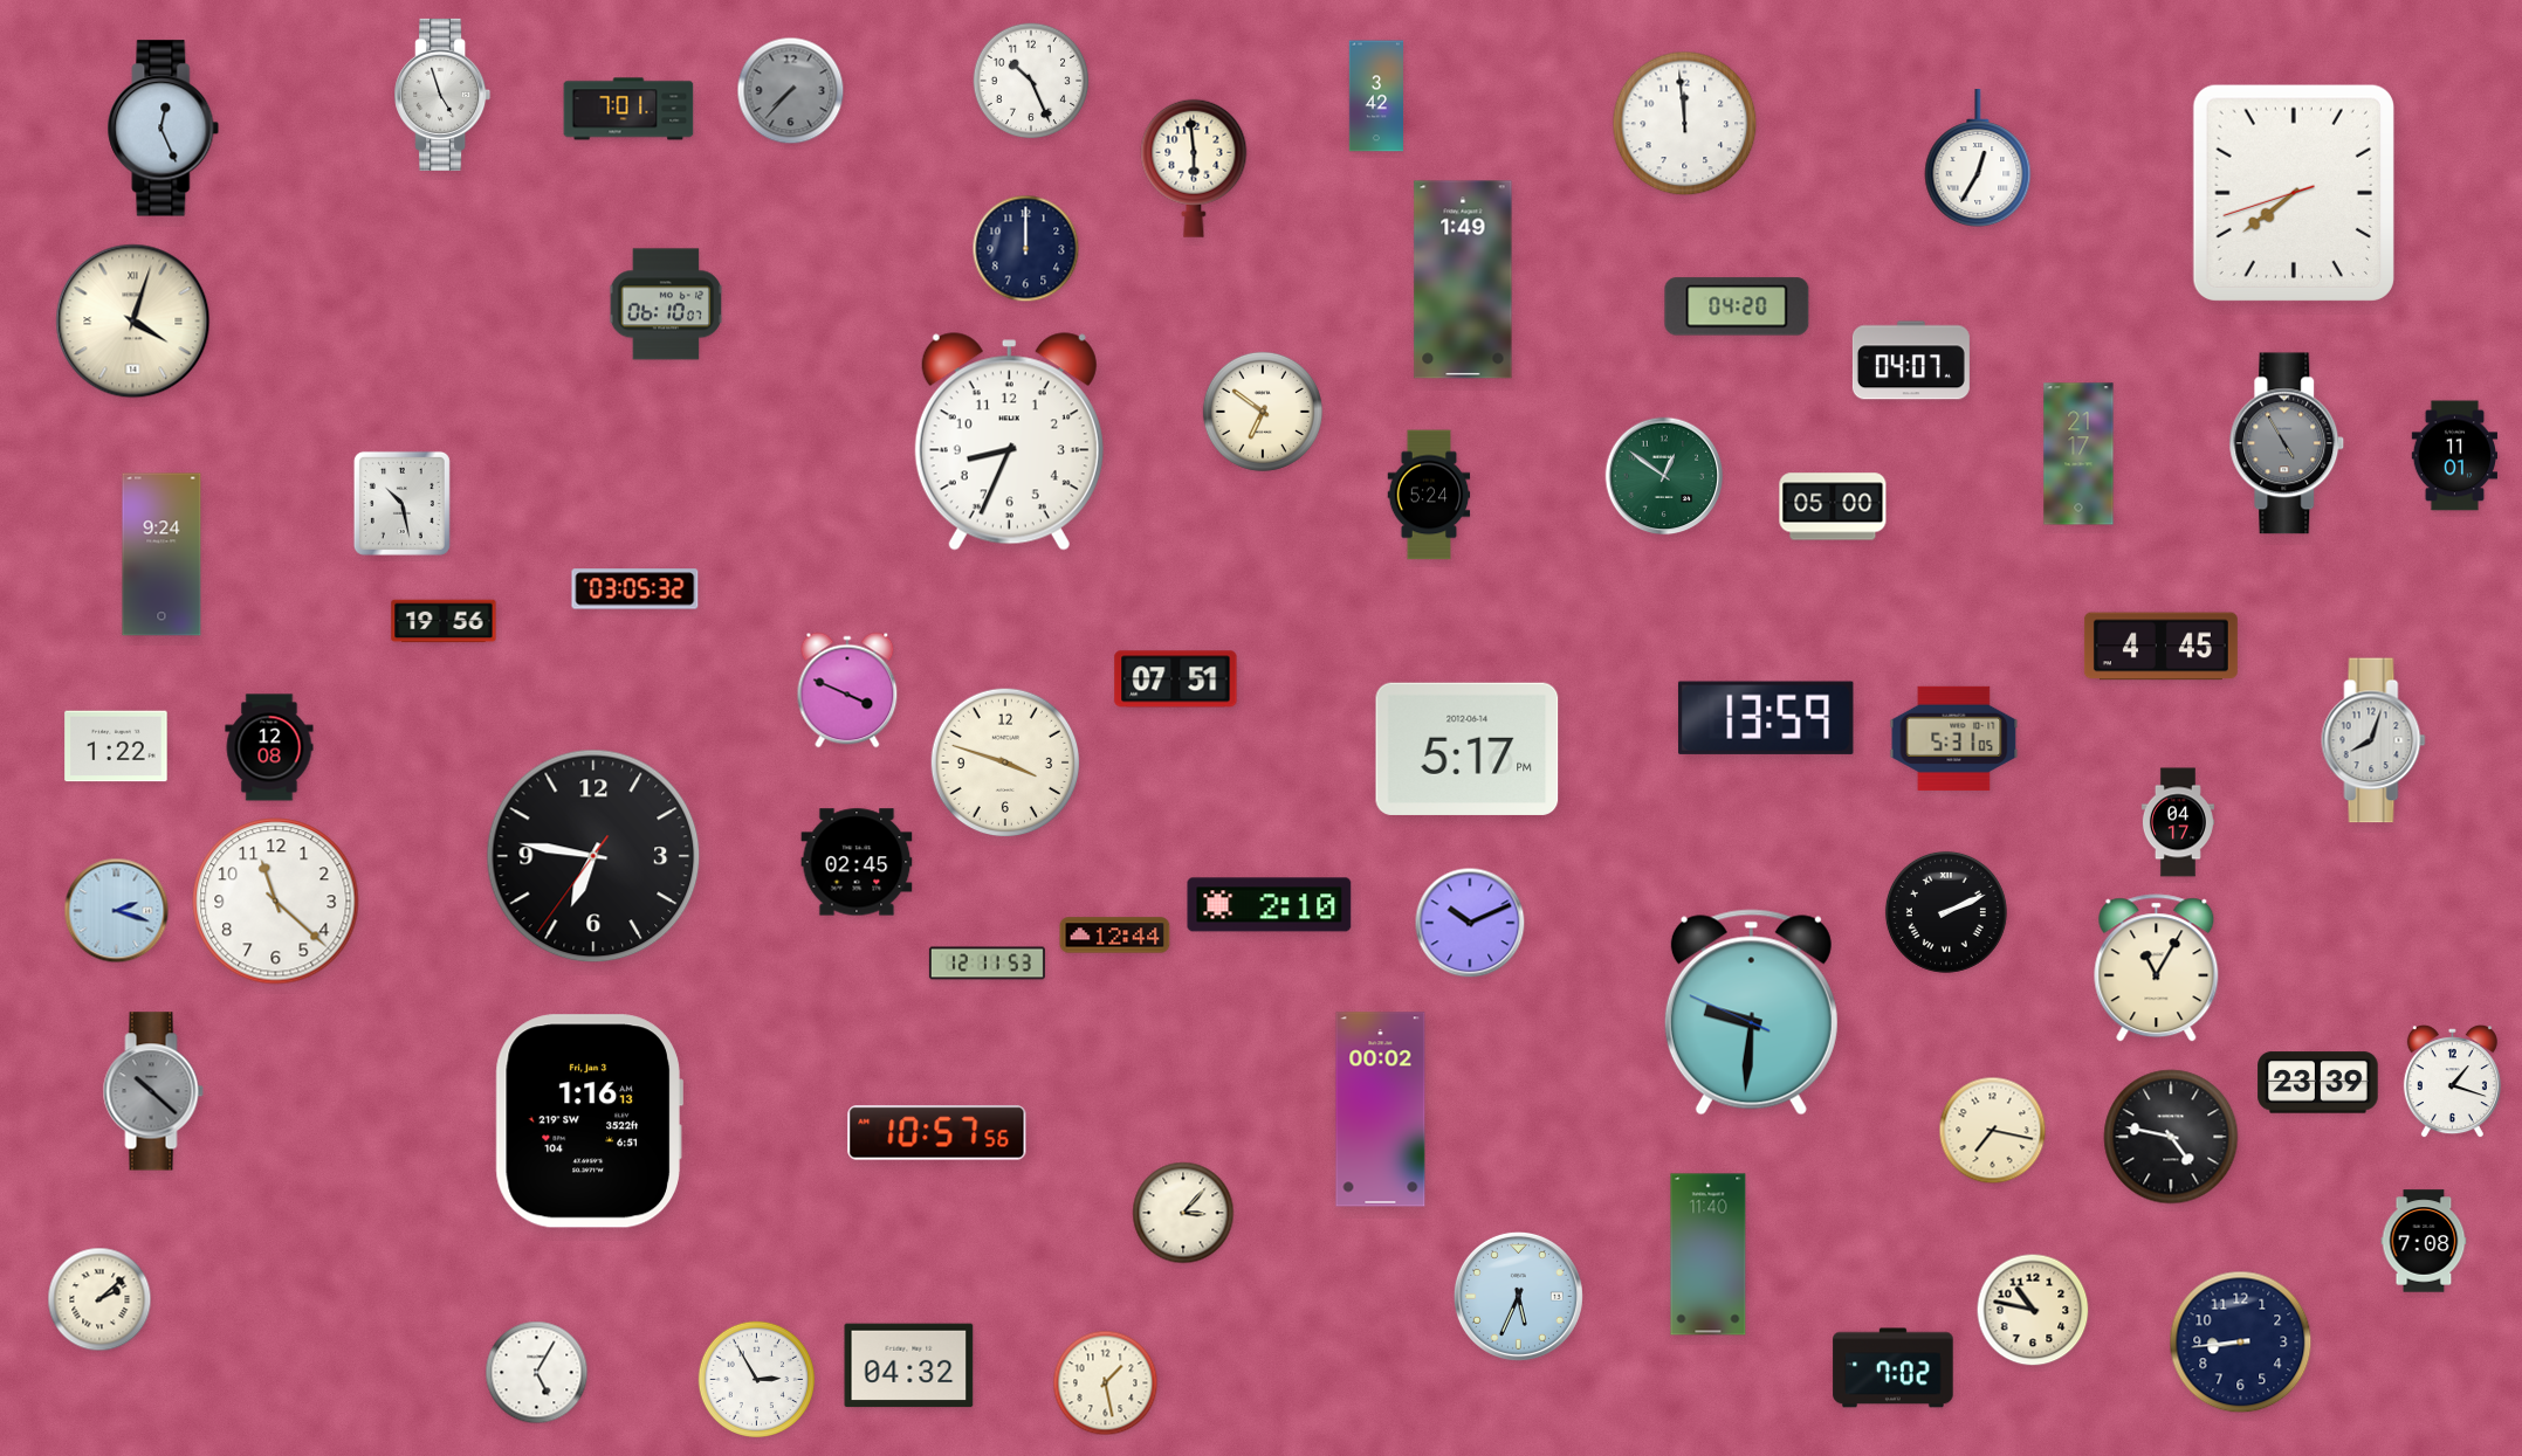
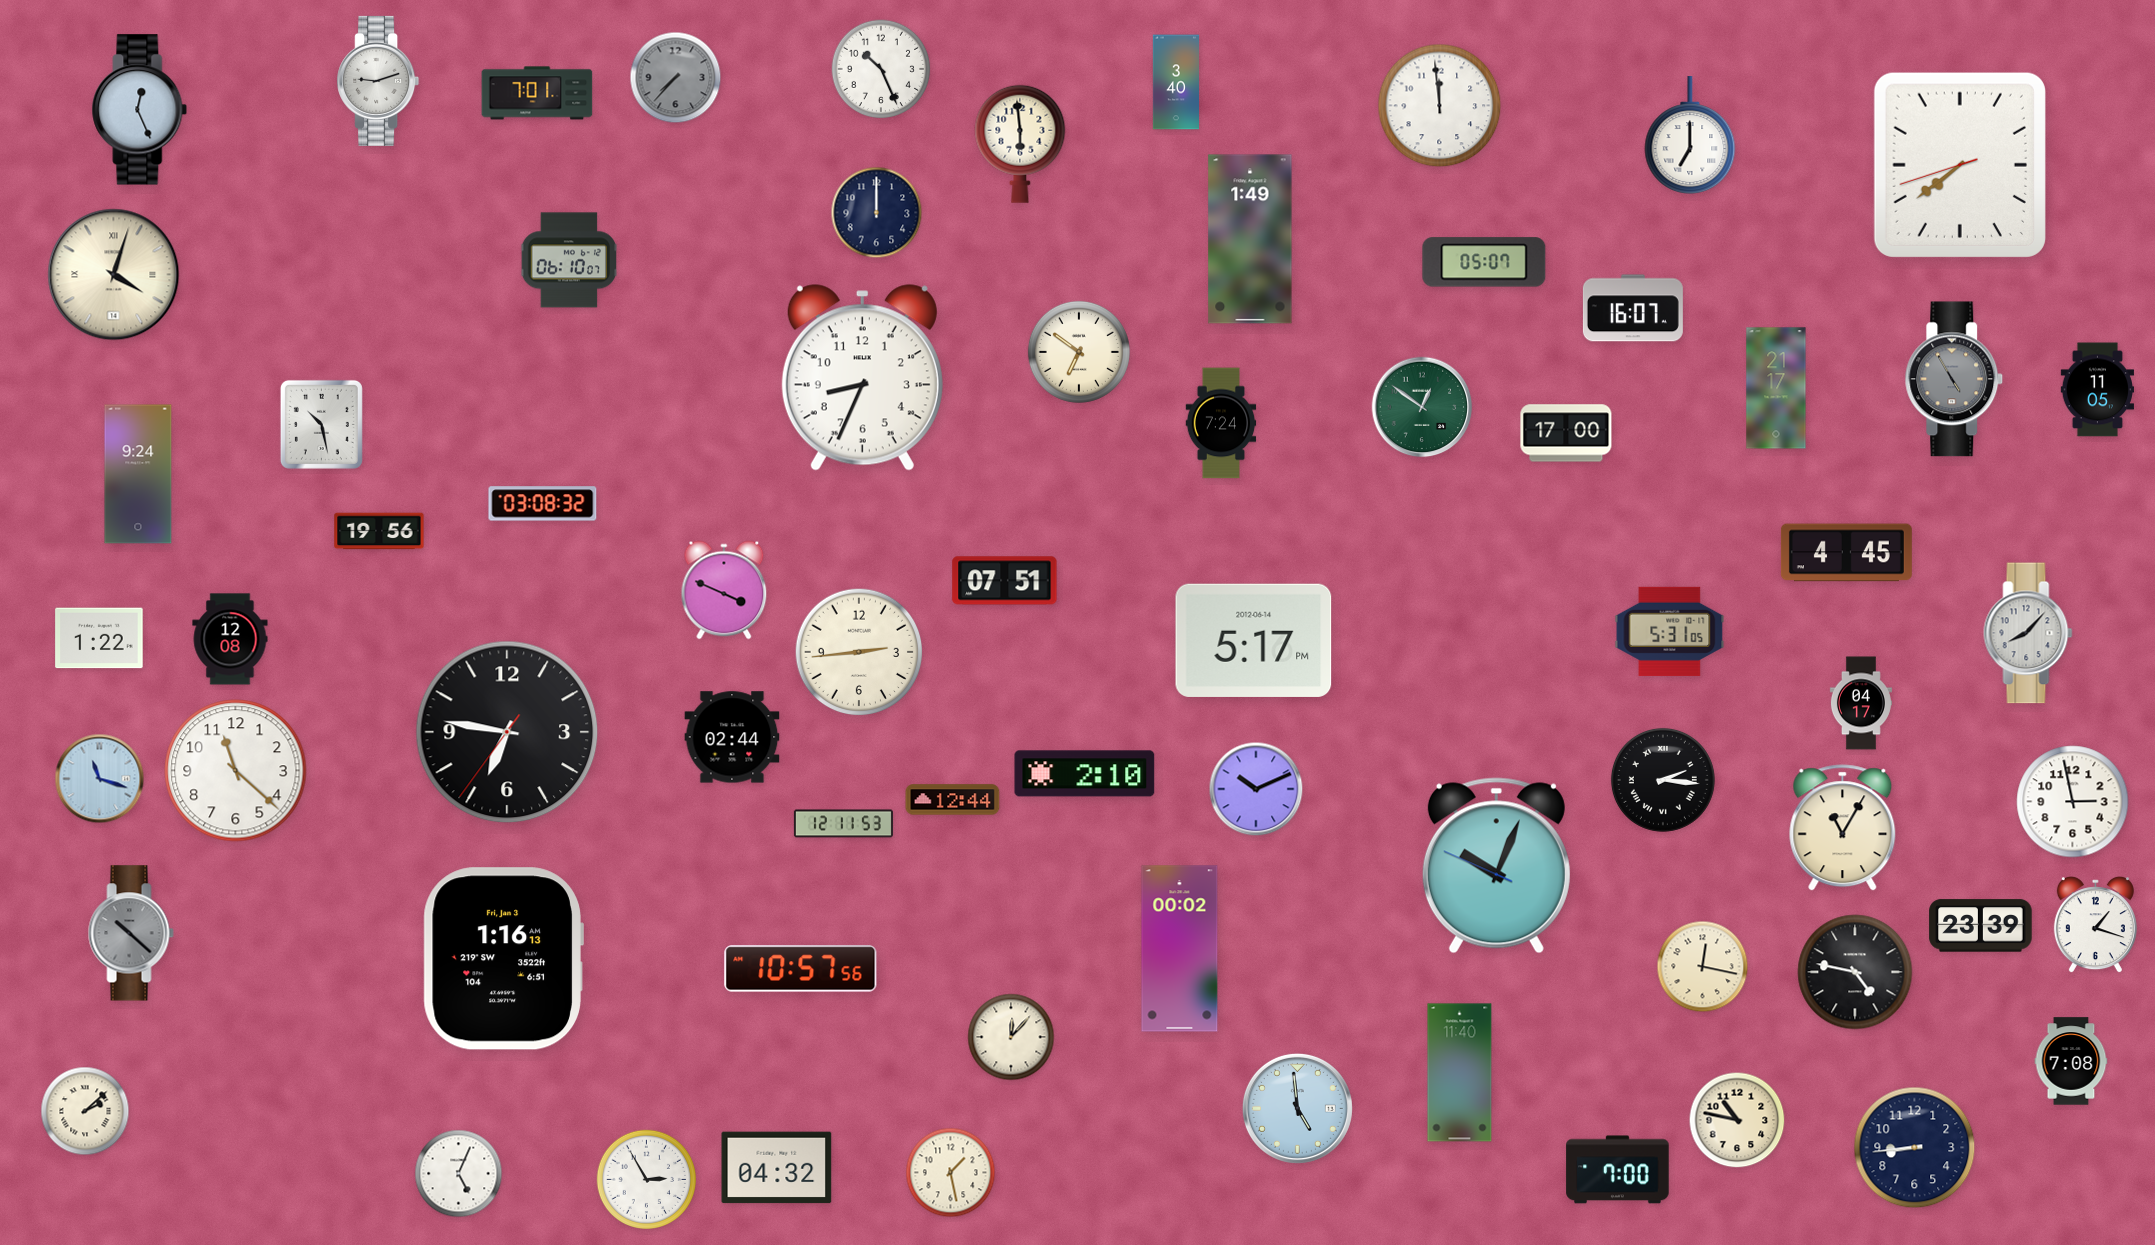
clock at (442, 95): 4:57 -> 9:12
clock at (1375, 96): 3:42 -> 3:40
clock at (1978, 158): 12:35 -> 7:00
clock at (1737, 306): 04:20 -> 05:07
clock at (1911, 360): 04:07 -> 16:07
clock at (2454, 456): 11:01 -> 11:05
clock at (1429, 495): 5:24 -> 7:24
clock at (401, 503) position: (401, 503) -> (321, 424)
clock at (1833, 506): 05:00 -> 17:00
clock at (635, 589): 03:05 -> 03:08
clock at (1766, 718): 13:59 -> none
clock at (2373, 740): 8:03 -> 8:07
clock at (1005, 762): 3:48 -> 2:44
clock at (857, 862): 02:45 -> 02:44
clock at (117, 911): 2:18 -> 11:18
clock at (1946, 912): 2:11 -> 2:16
clock at (2073, 802): none -> 2:58
clock at (1751, 1013): 9:30 -> 10:03
clock at (1993, 1131): 7:17 -> 12:17
clock at (1183, 1213): 3:07 -> 12:07
clock at (1518, 1296): 5:34 -> 4:59
clock at (1894, 1368): 7:02 -> 7:00
clock at (537, 1373): 5:05 -> 5:04
clock at (1106, 1383) position: (1106, 1383) -> (951, 1173)
